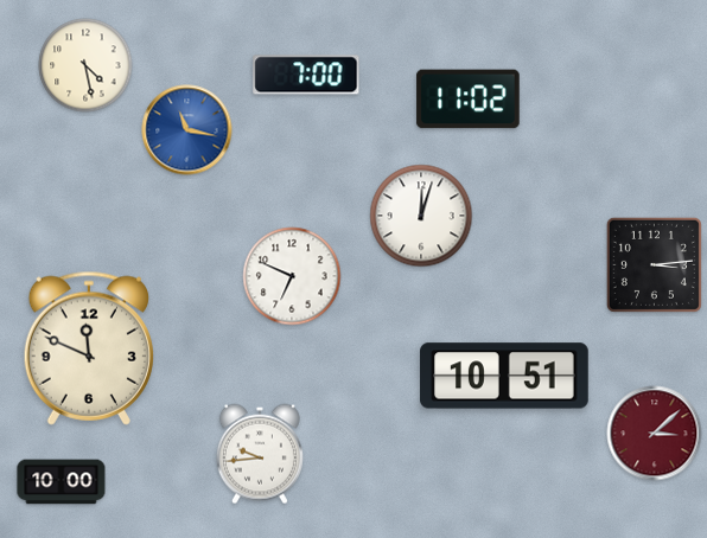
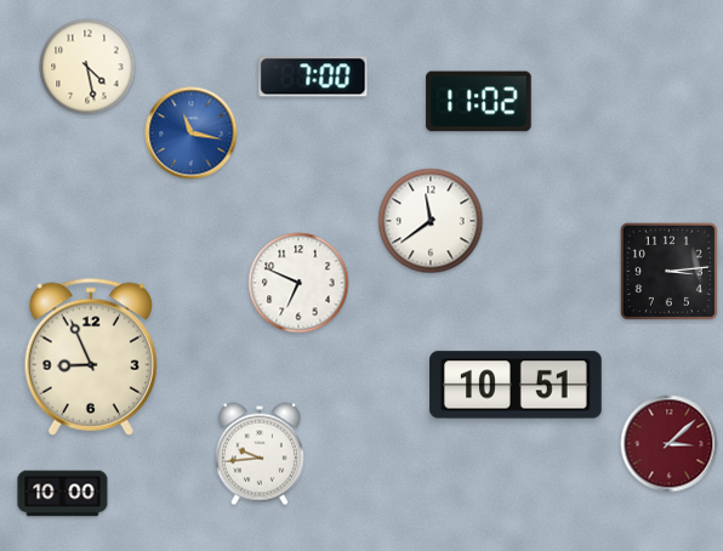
clock at (421, 216): 12:03 -> 11:39
clock at (89, 348): 11:49 -> 8:56
clock at (260, 454) position: (260, 454) -> (260, 454)
